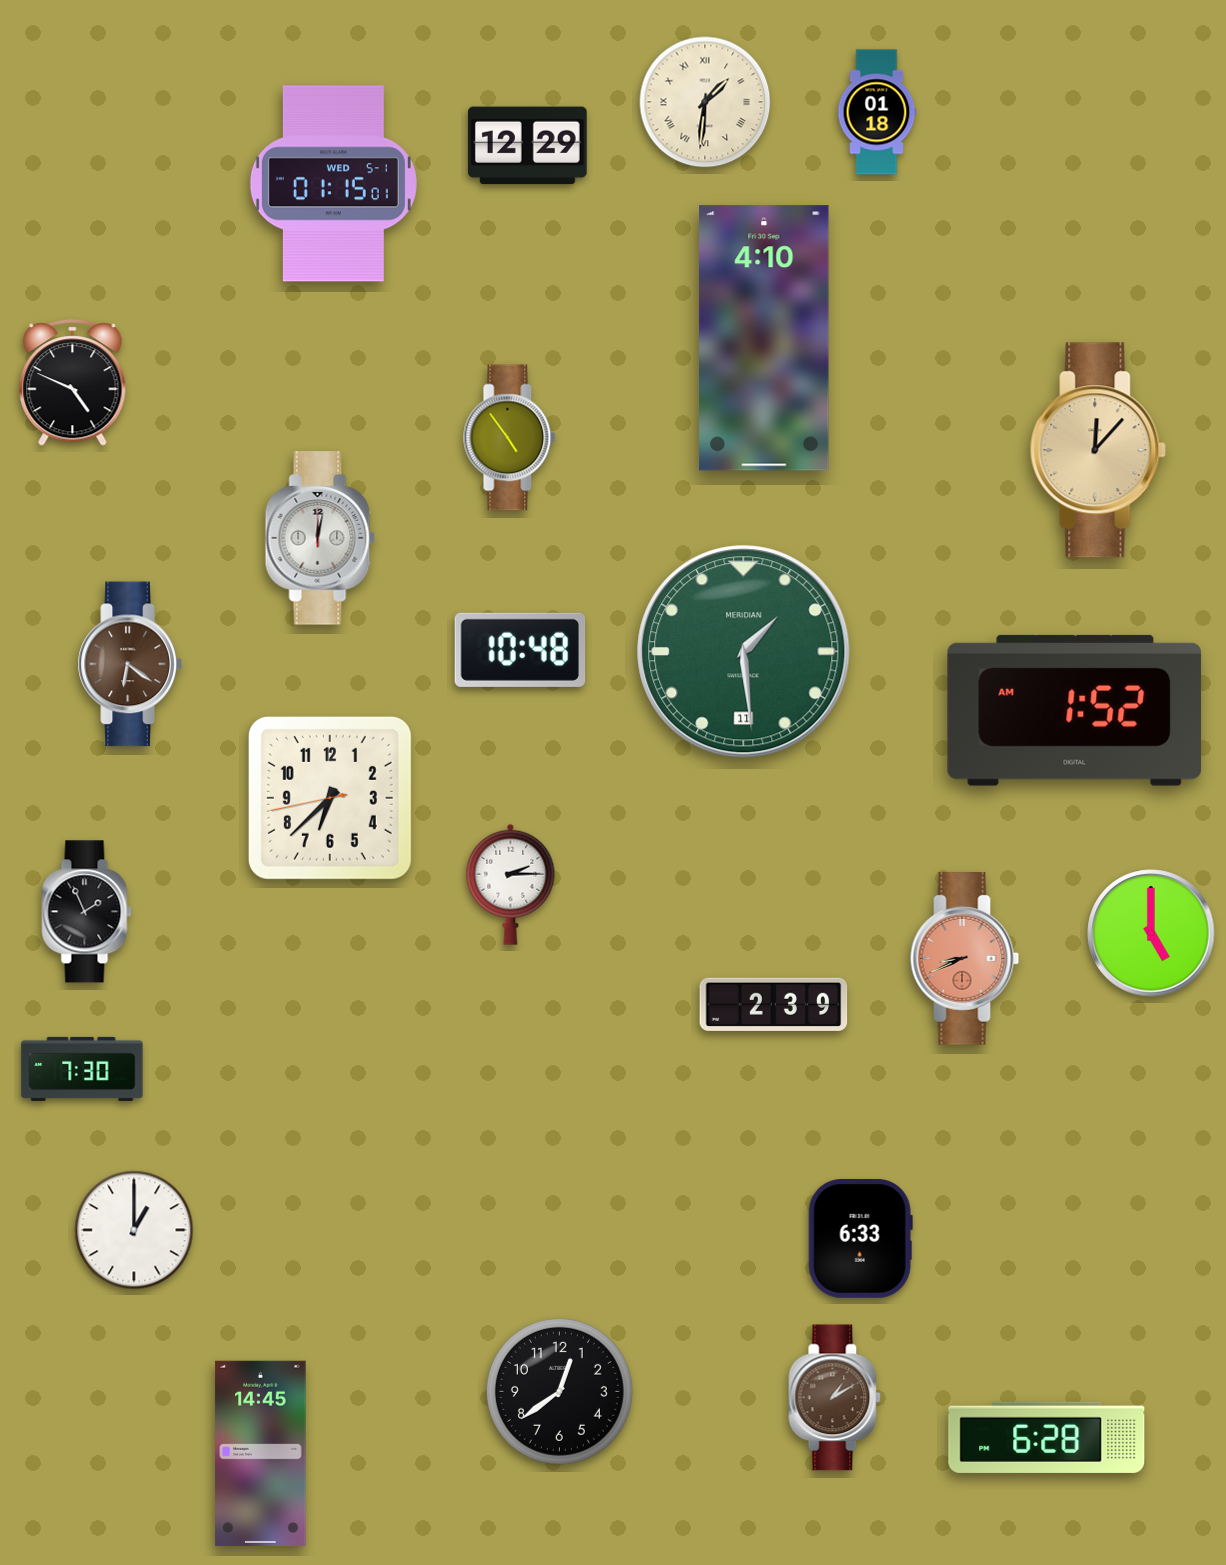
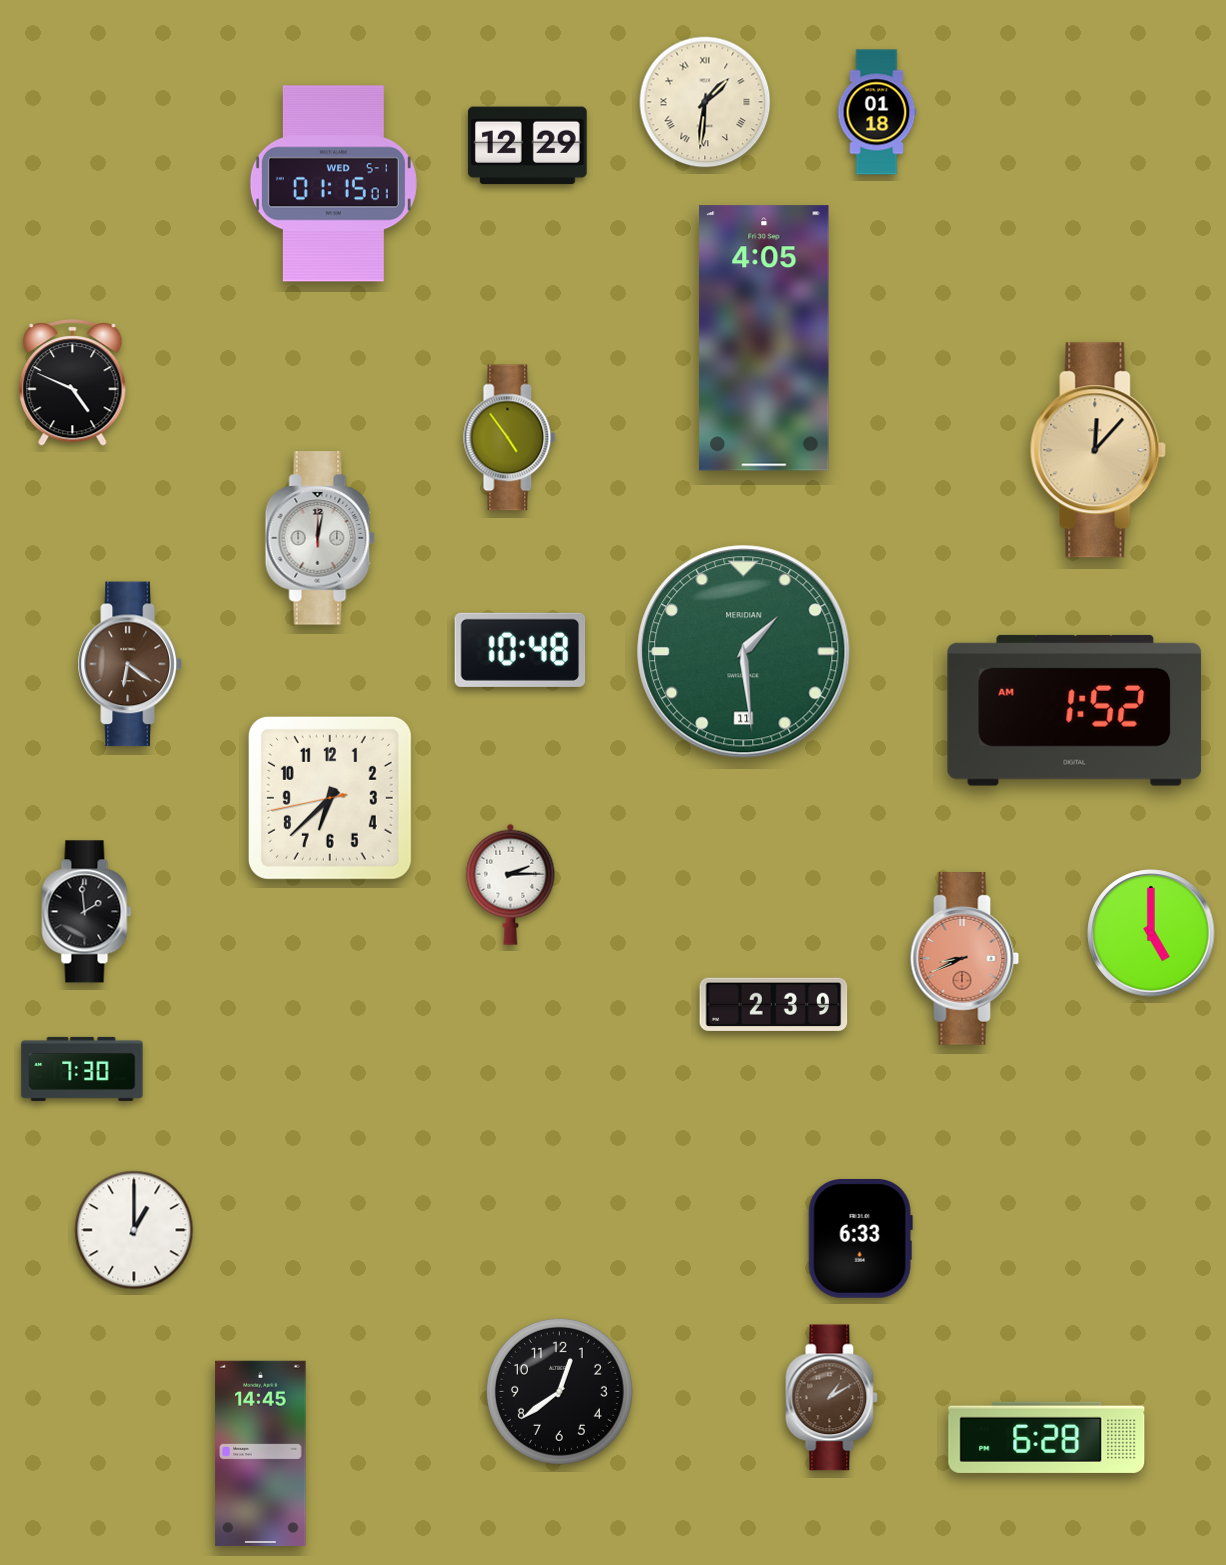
clock at (764, 338): 4:10 -> 4:05
clock at (87, 912): 1:56 -> 1:59
clock at (835, 1398) position: (835, 1398) -> (832, 1398)
